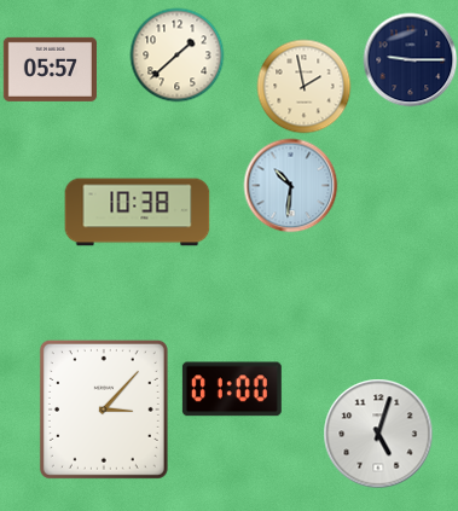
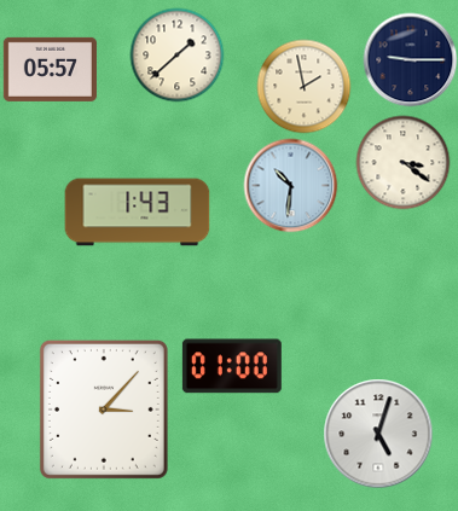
clock at (402, 162): none -> 3:21
clock at (138, 213): 10:38 -> 1:43
clock at (232, 389) position: (232, 389) -> (232, 366)
